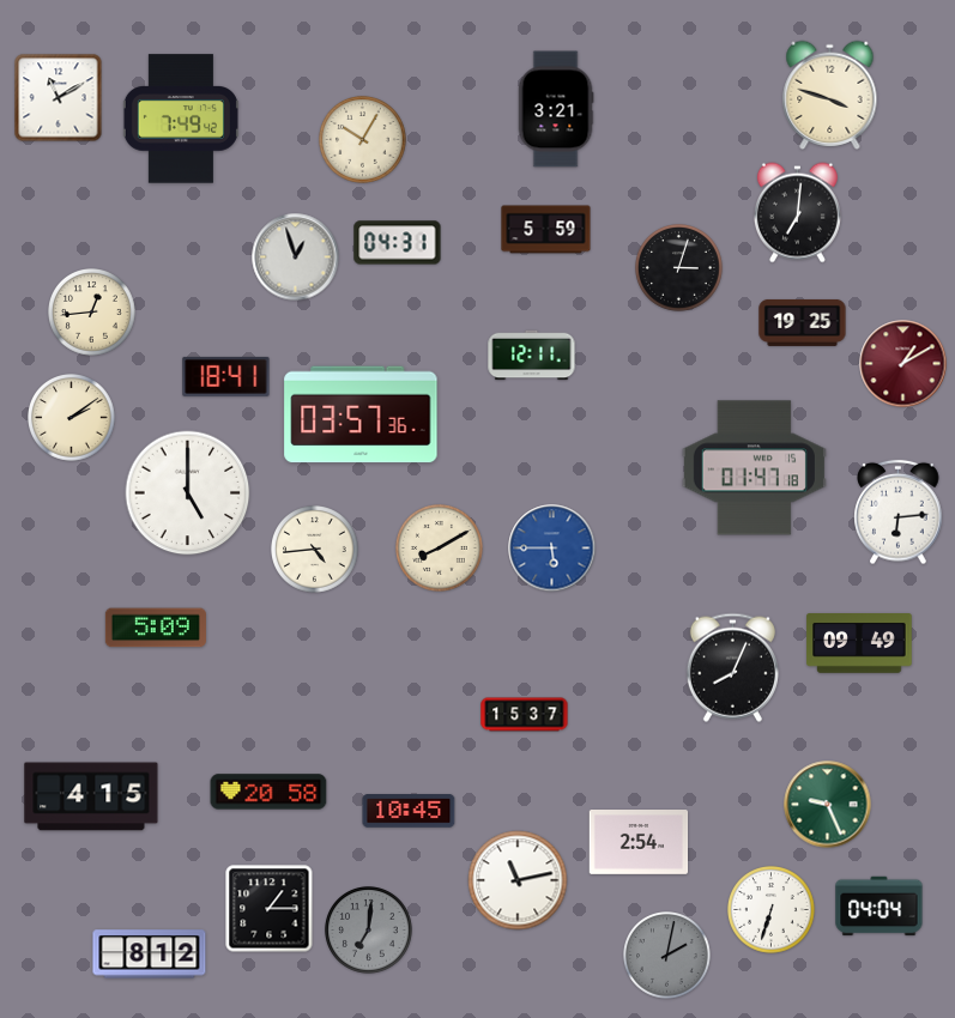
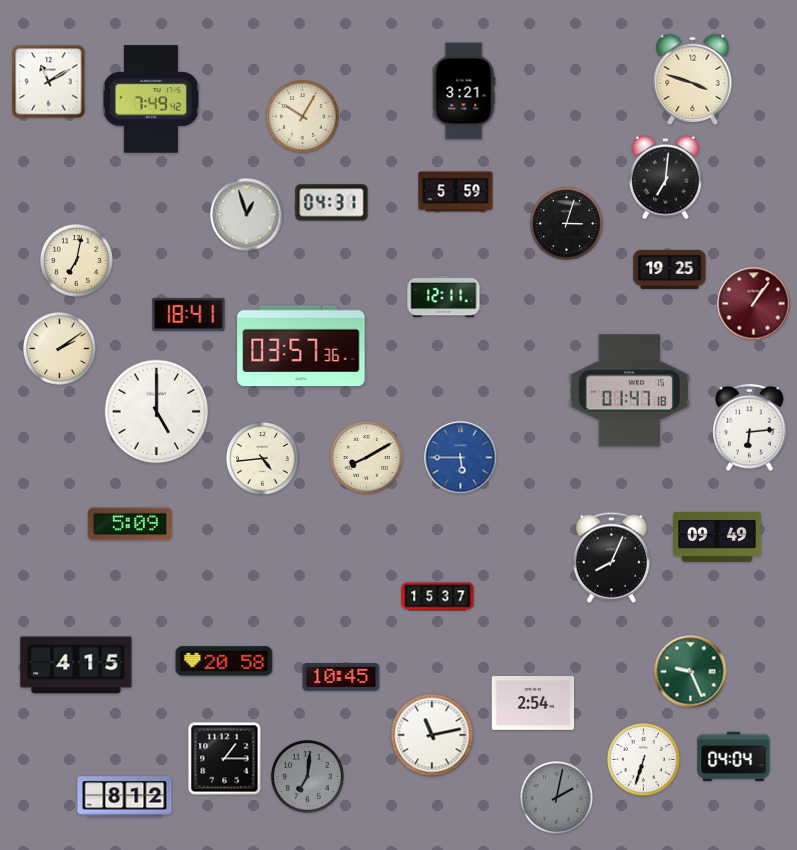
clock at (92, 313): 12:44 -> 7:02
clock at (903, 364): 1:10 -> 1:06
